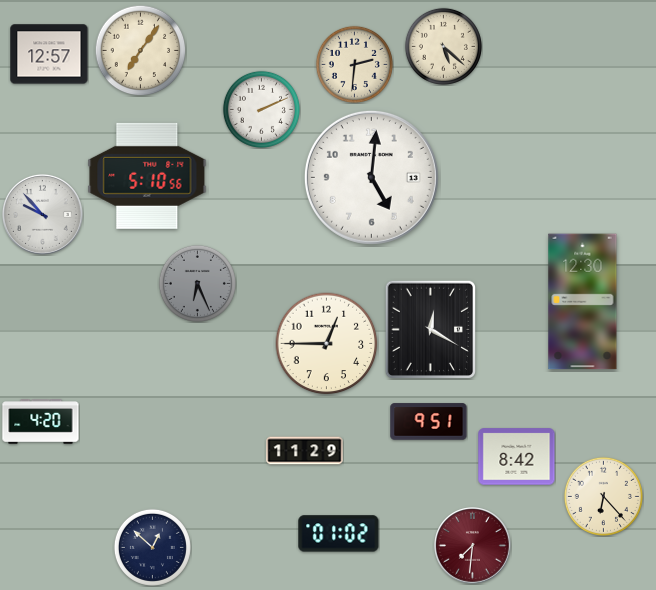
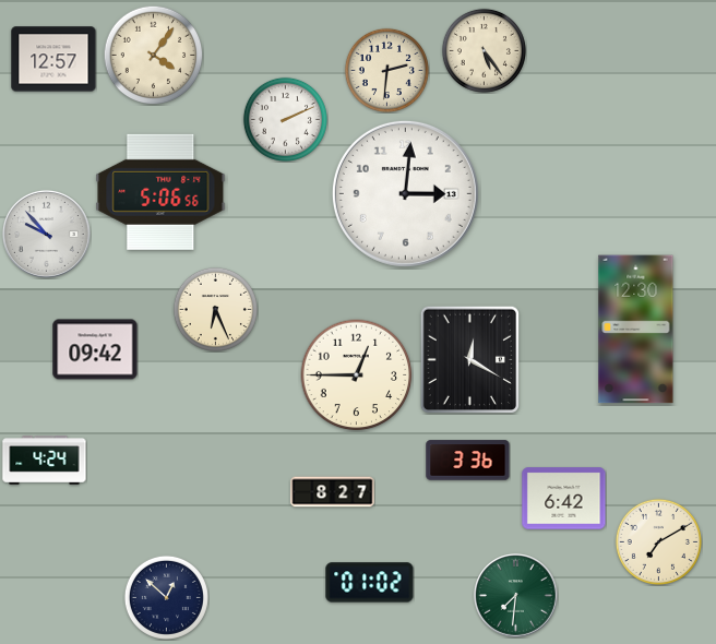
clock at (443, 46): 5:22 -> 5:24
clock at (140, 50): 7:06 -> 4:06
clock at (147, 176): 5:10 -> 5:06
clock at (371, 177): 5:01 -> 3:01
clock at (197, 283) dial: grey -> cream
clock at (95, 349): none -> 09:42
clock at (41, 422): 4:20 -> 4:24
clock at (429, 422): 9:51 -> 3:36
clock at (305, 451): 11:29 -> 8:27
clock at (517, 457): 8:42 -> 6:42
clock at (603, 496): 6:23 -> 7:10
clock at (473, 546) dial: burgundy -> green
